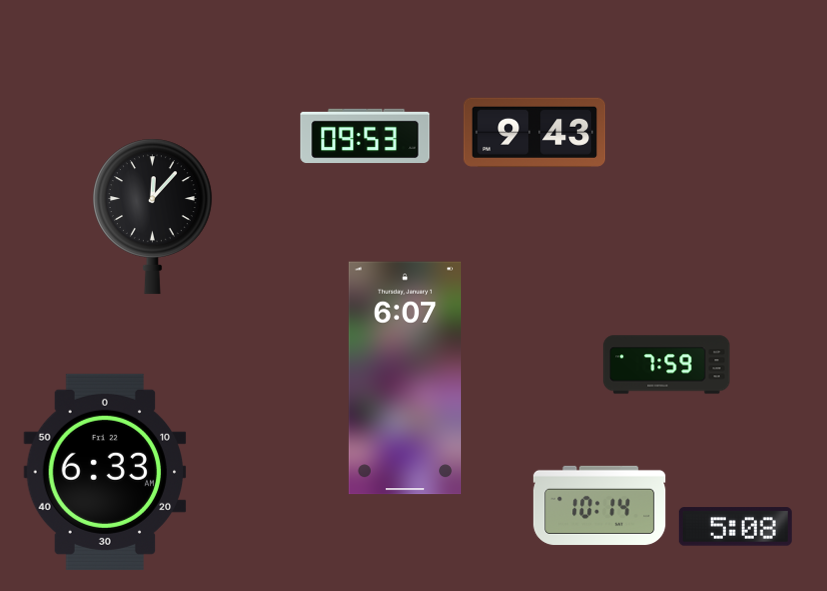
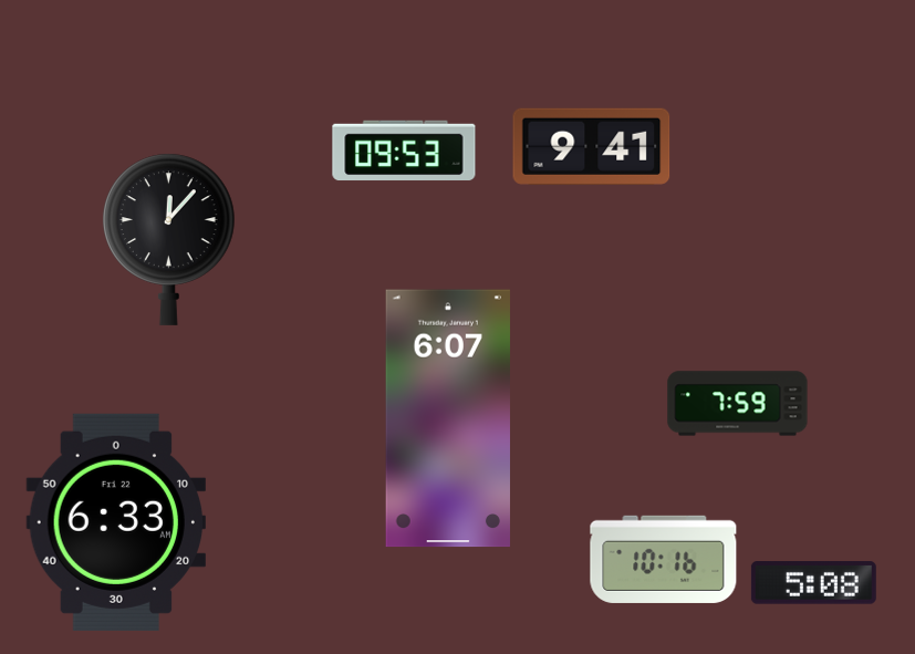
clock at (535, 132): 9:43 -> 9:41
clock at (600, 505): 10:14 -> 10:16
